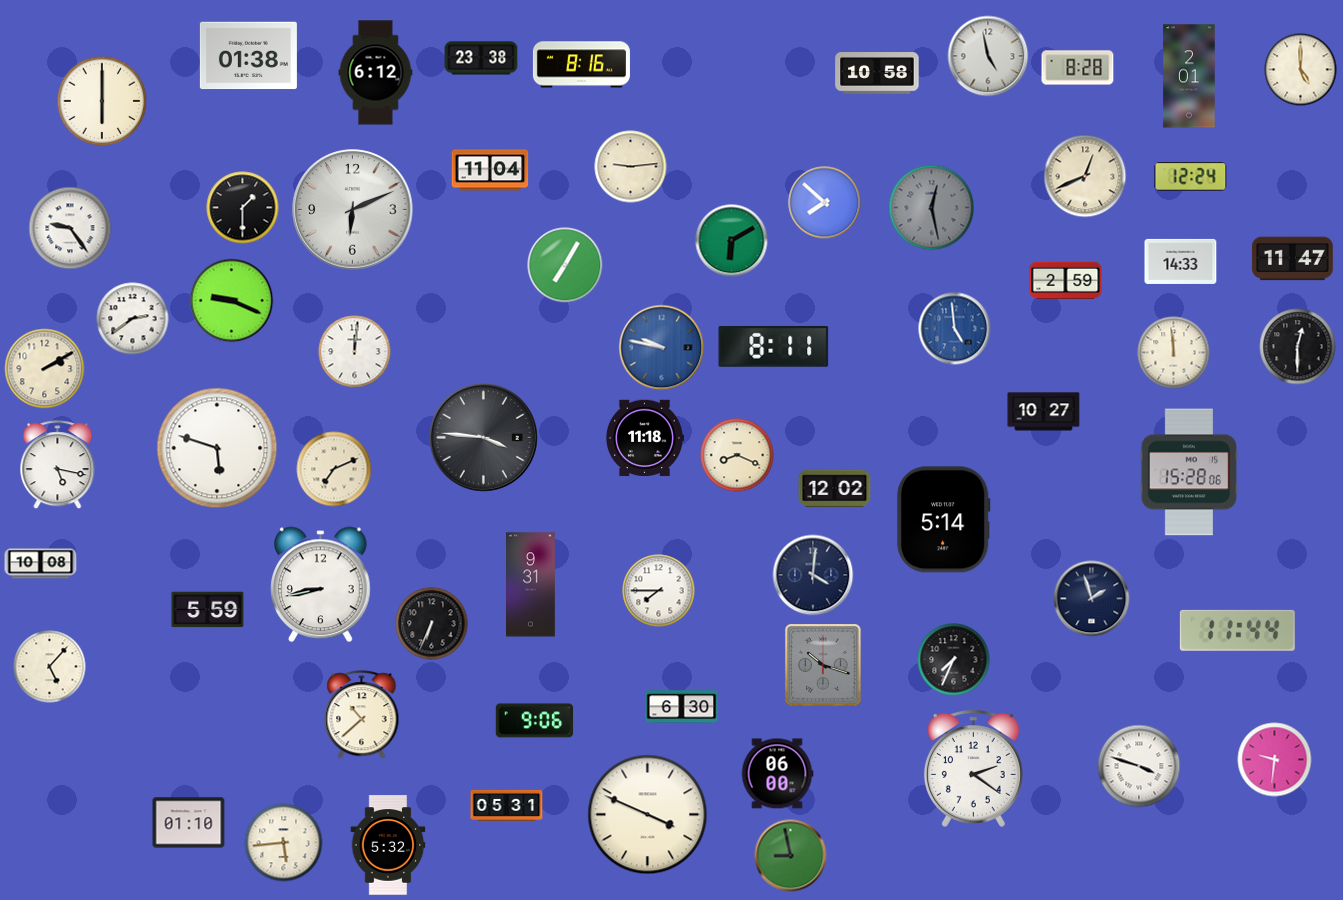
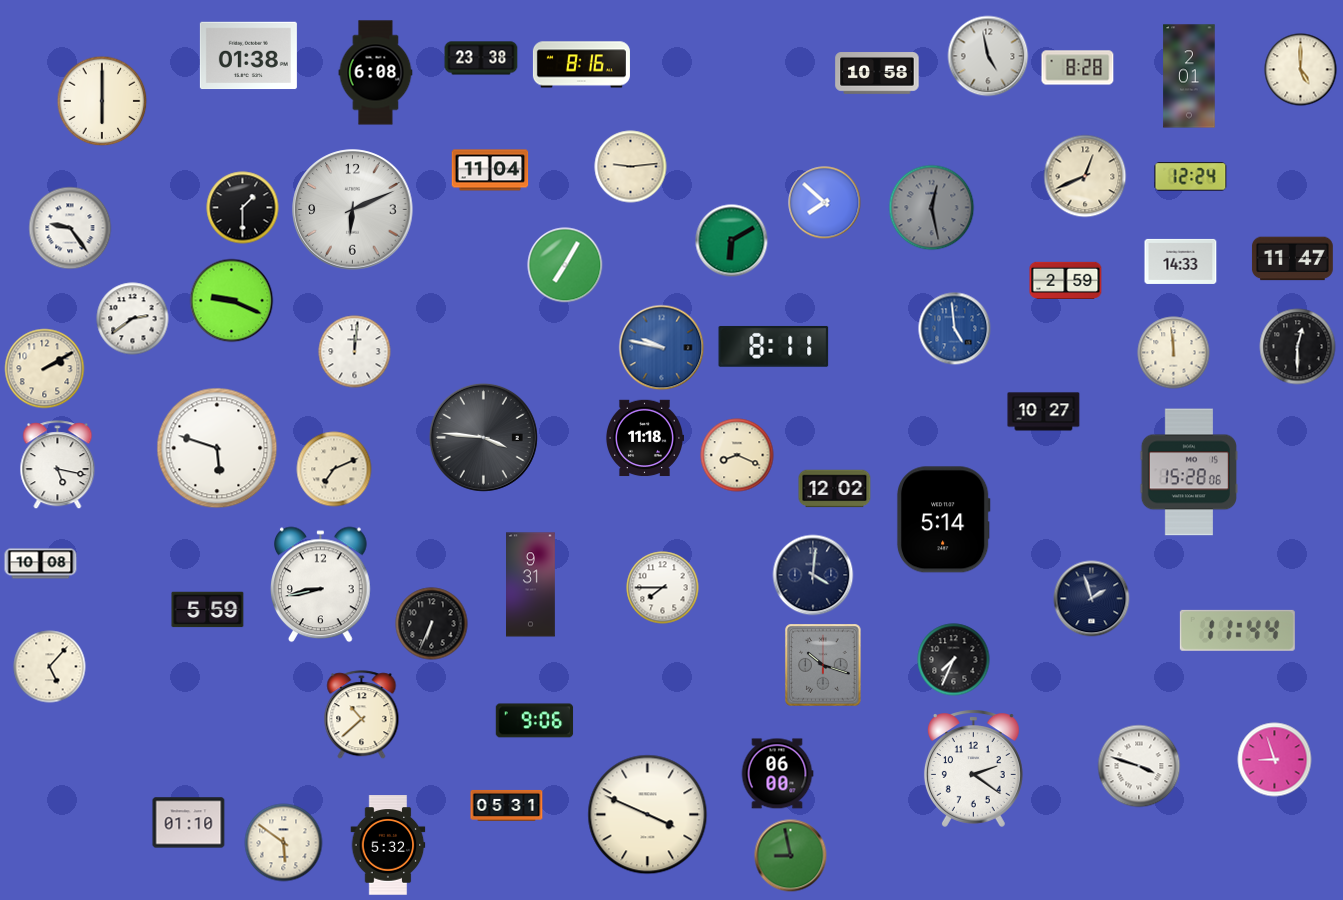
clock at (376, 73): 6:12 -> 6:08
clock at (659, 591) position: (659, 591) -> (663, 588)
clock at (682, 707): 6:30 -> none
clock at (1275, 760): 9:31 -> 8:57
clock at (284, 843): 5:44 -> 5:51
